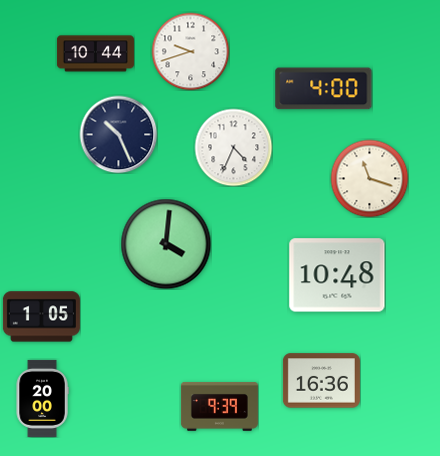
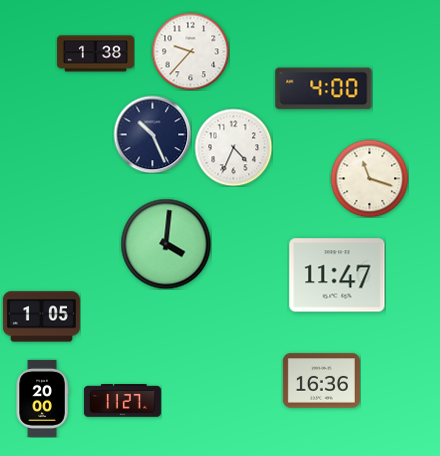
clock at (190, 51): 9:42 -> 9:37
clock at (95, 54): 10:44 -> 1:38
clock at (118, 134) position: (118, 134) -> (152, 134)
clock at (337, 275): 10:48 -> 11:47
clock at (122, 401): none -> 11:27
clock at (219, 407): 9:39 -> none
